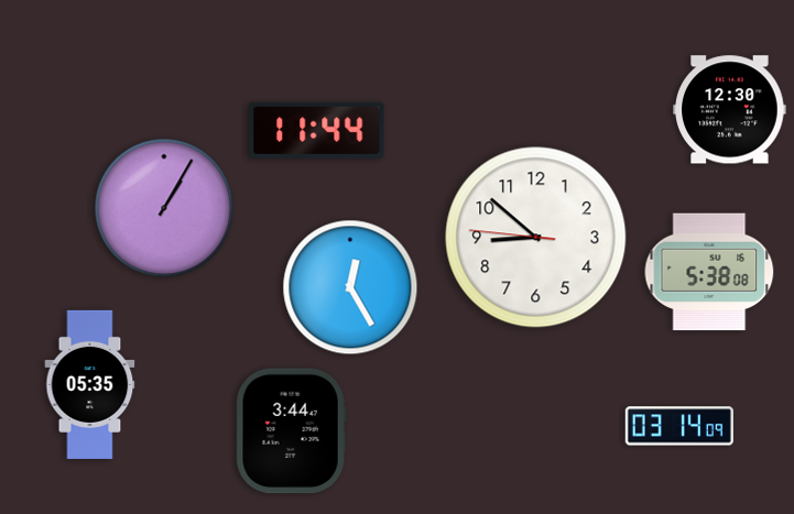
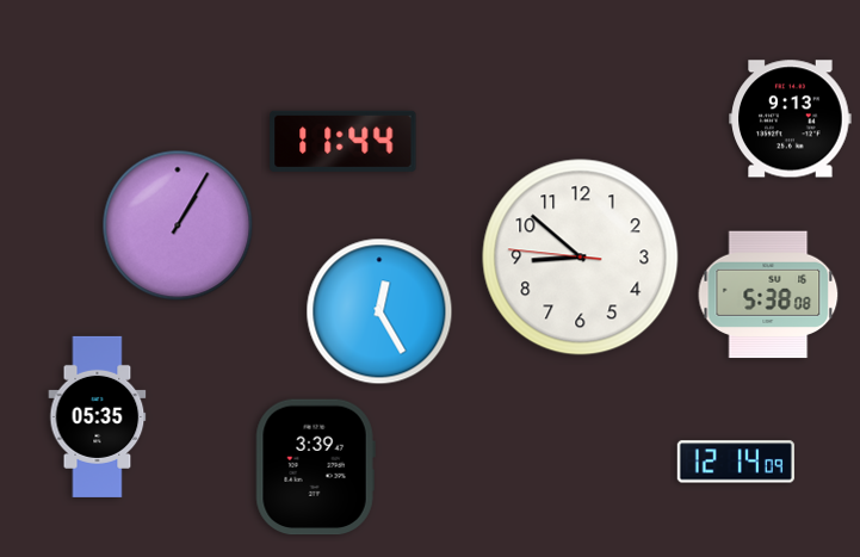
clock at (730, 110): 12:30 -> 9:13
clock at (679, 426): 03:14 -> 12:14
clock at (291, 431): 3:44 -> 3:39
